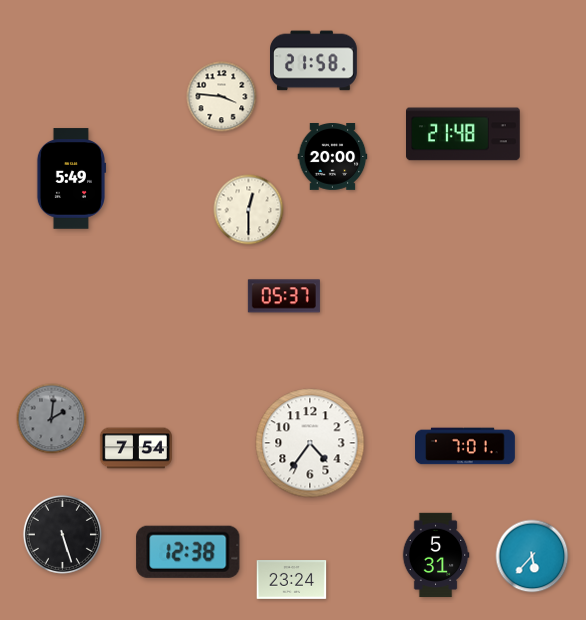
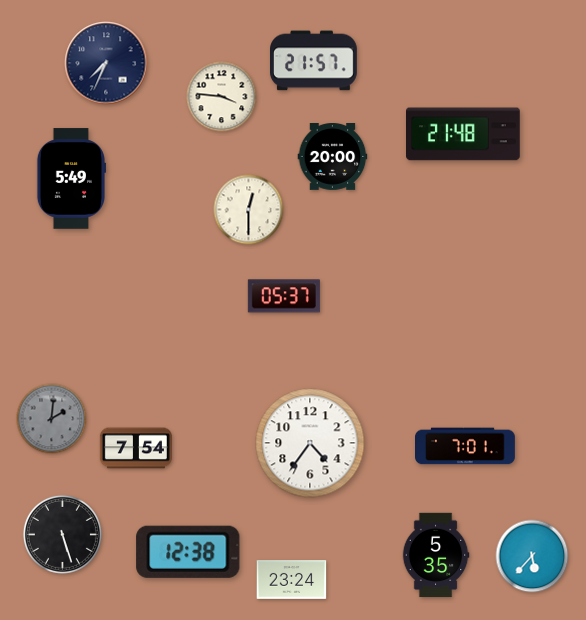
clock at (314, 61): 21:58 -> 21:57
clock at (106, 63): none -> 7:34
clock at (436, 555): 5:31 -> 5:35
